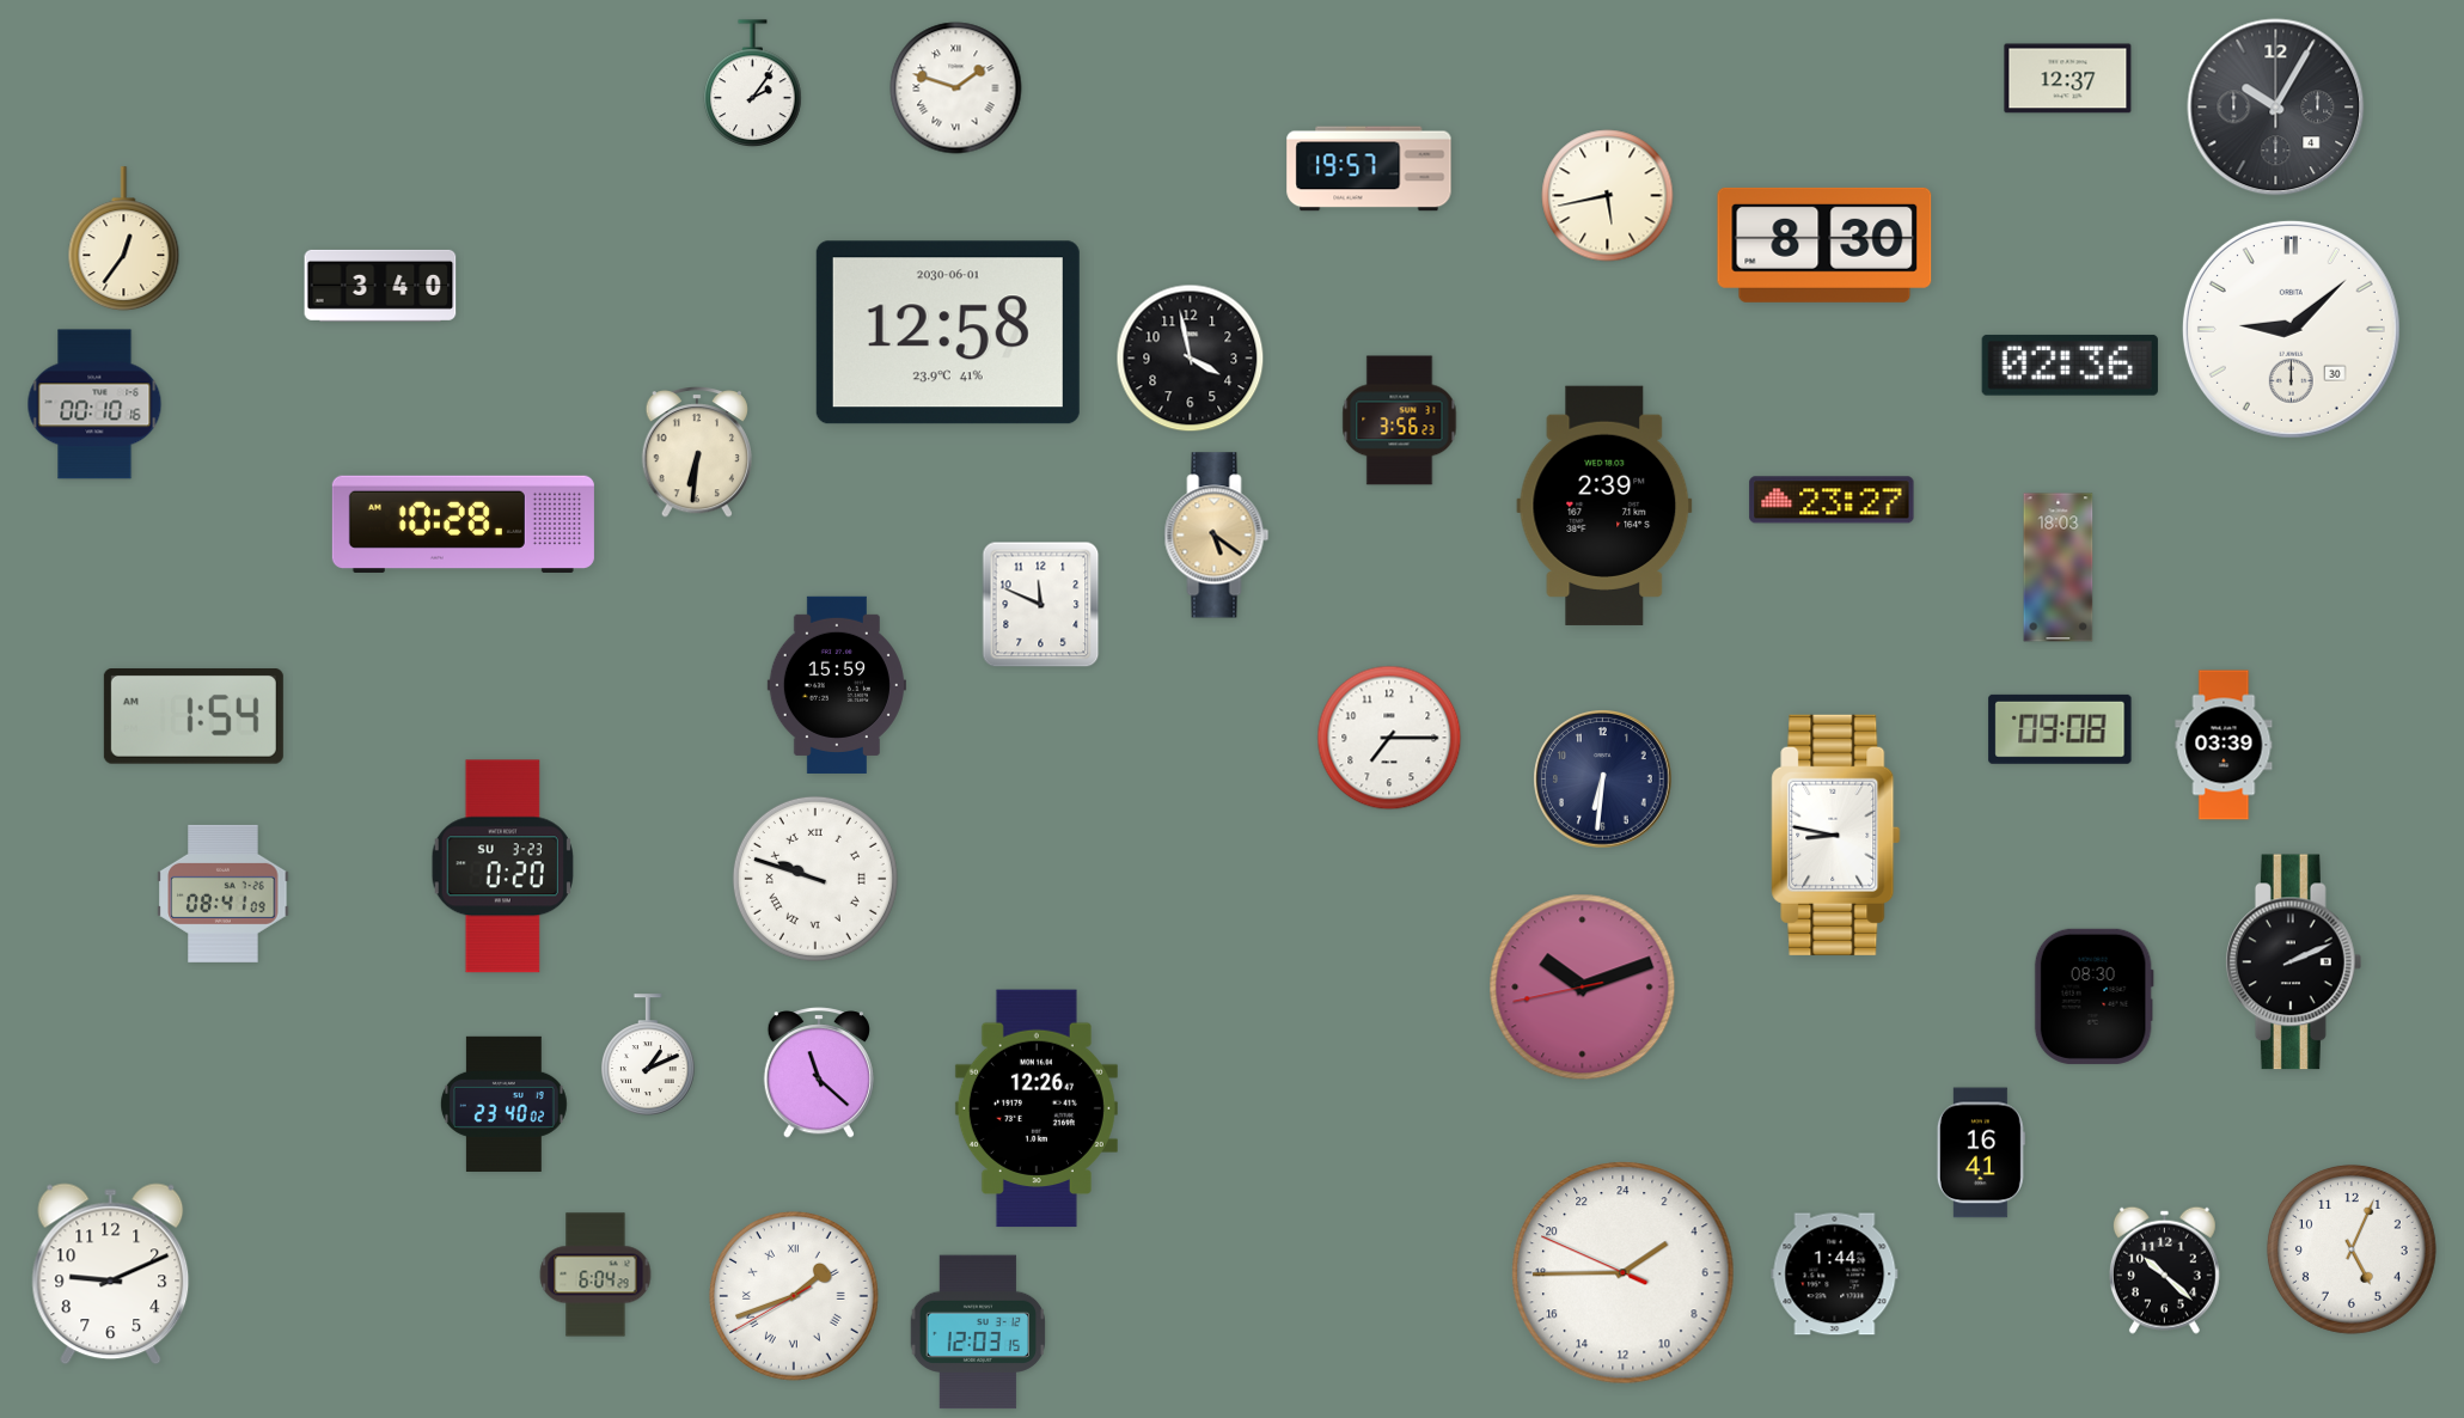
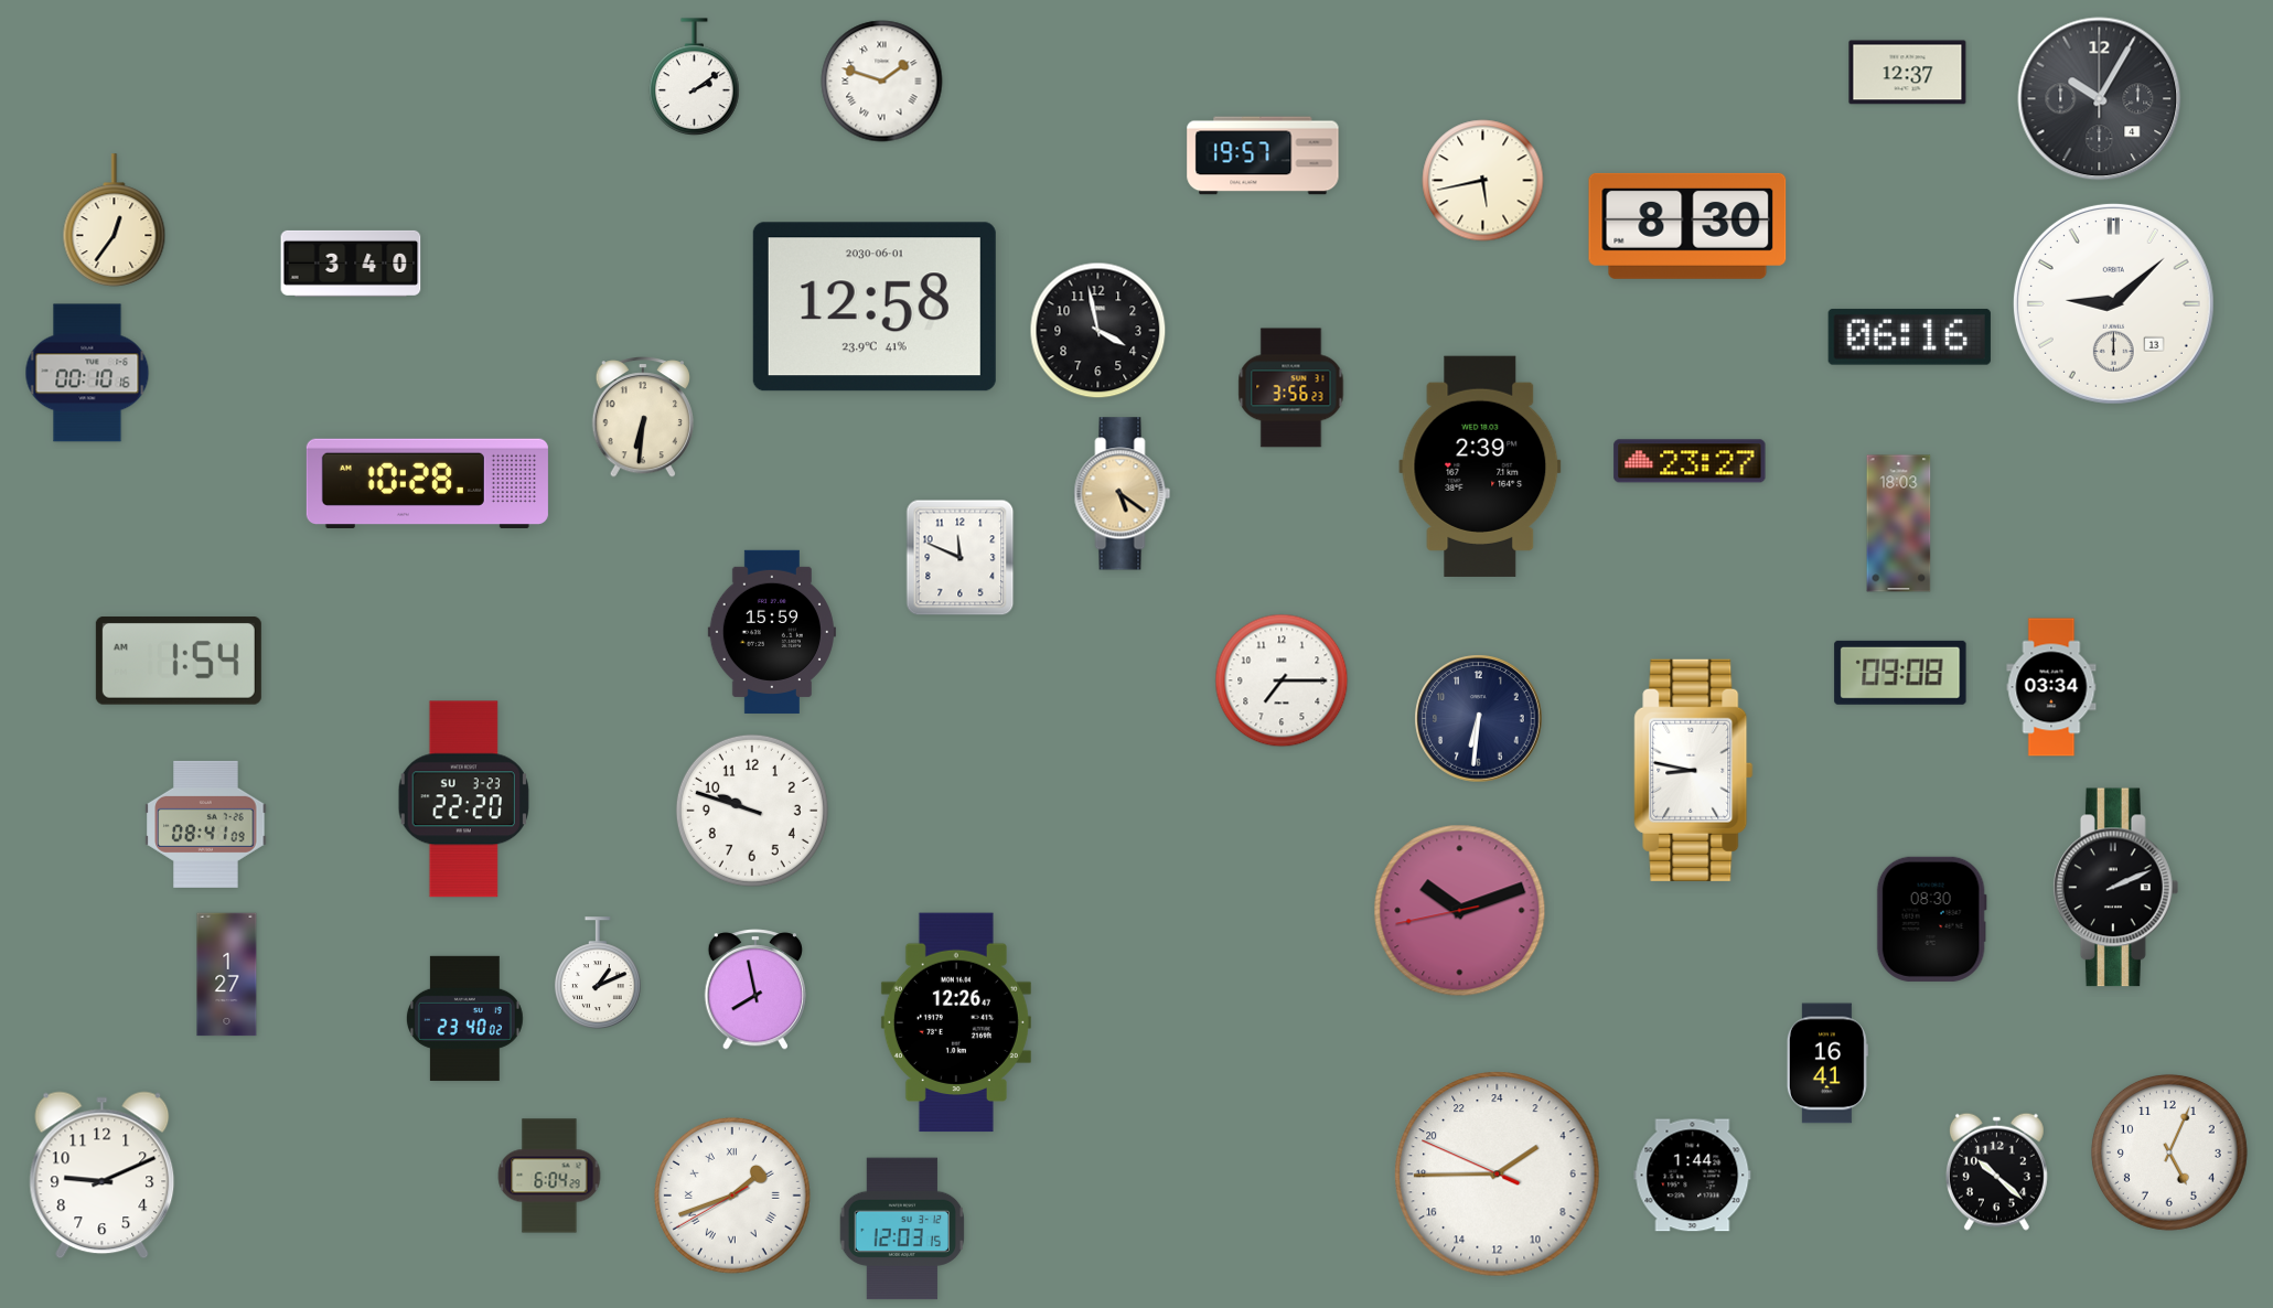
clock at (753, 82): 2:06 -> 2:09
clock at (1824, 245) position: (1824, 245) -> (1687, 226)
clock at (2291, 329) date: 30 -> 13
clock at (2069, 365): 02:36 -> 06:16
clock at (2224, 745): 03:39 -> 03:34
clock at (502, 867): 0:20 -> 22:20
clock at (815, 879) numerals: Roman -> Arabic
clock at (227, 975): none -> 1:27
clock at (818, 1074): 11:22 -> 7:58
